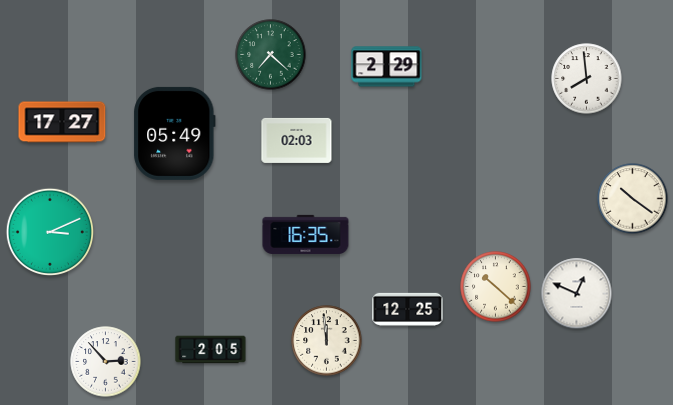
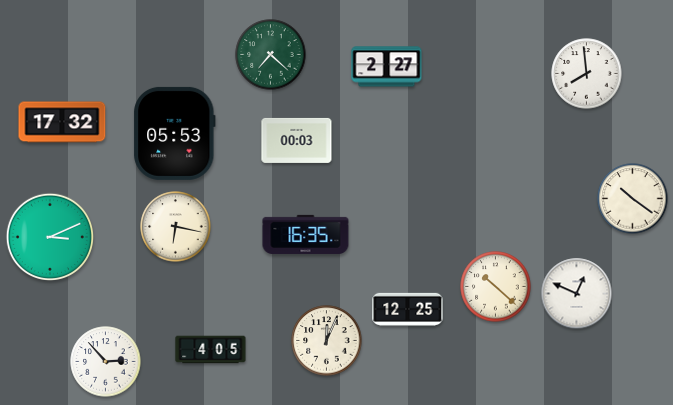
clock at (387, 67): 2:29 -> 2:27
clock at (587, 79) position: (587, 79) -> (587, 74)
clock at (62, 122): 17:27 -> 17:32
clock at (175, 133): 05:49 -> 05:53
clock at (297, 140): 02:03 -> 00:03
clock at (176, 227): none -> 6:17
clock at (50, 232) position: (50, 232) -> (50, 237)
clock at (327, 341): 11:59 -> 12:04
clock at (211, 350): 2:05 -> 4:05
